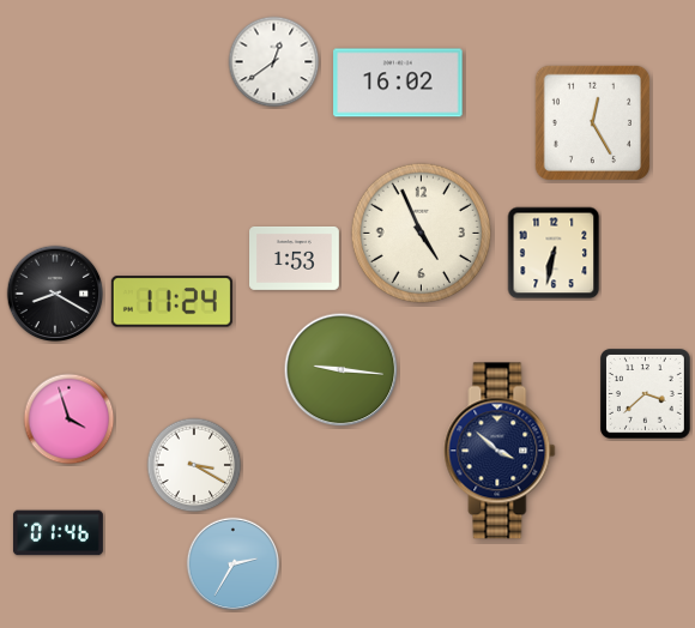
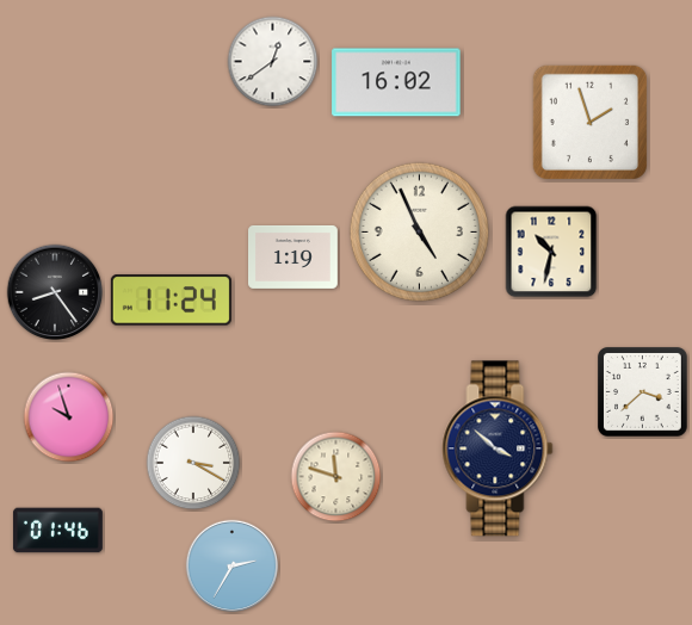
clock at (592, 122): 12:25 -> 1:57
clock at (554, 253): 6:32 -> 10:32
clock at (295, 258): 1:53 -> 1:19
clock at (55, 294): 8:20 -> 8:24
clock at (342, 370): 9:16 -> none
clock at (69, 419): 3:57 -> 9:57
clock at (336, 477): none -> 11:48
clock at (234, 564) position: (234, 564) -> (233, 567)
